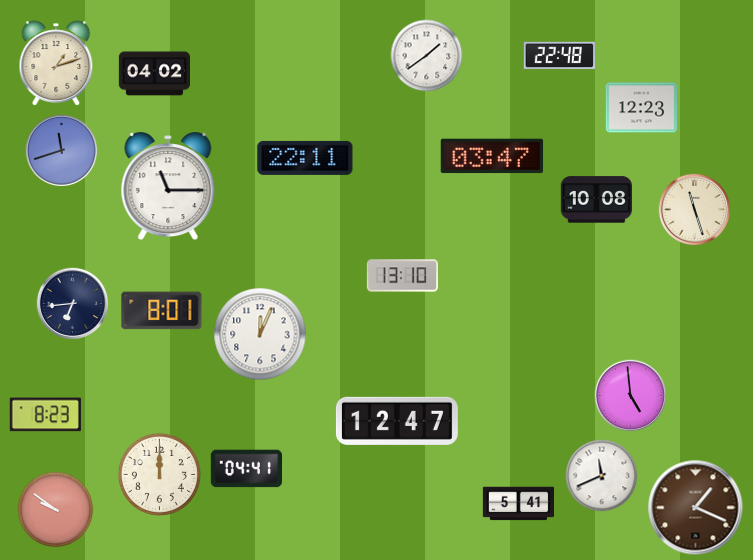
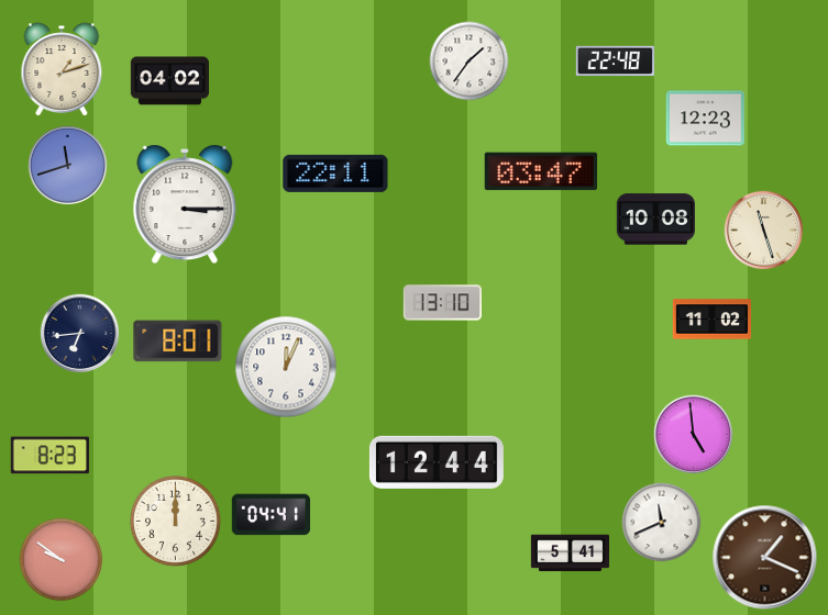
clock at (427, 56): 1:39 -> 1:36
clock at (168, 186): 11:15 -> 3:15
clock at (711, 320): none -> 11:02
clock at (397, 421): 12:47 -> 12:44
